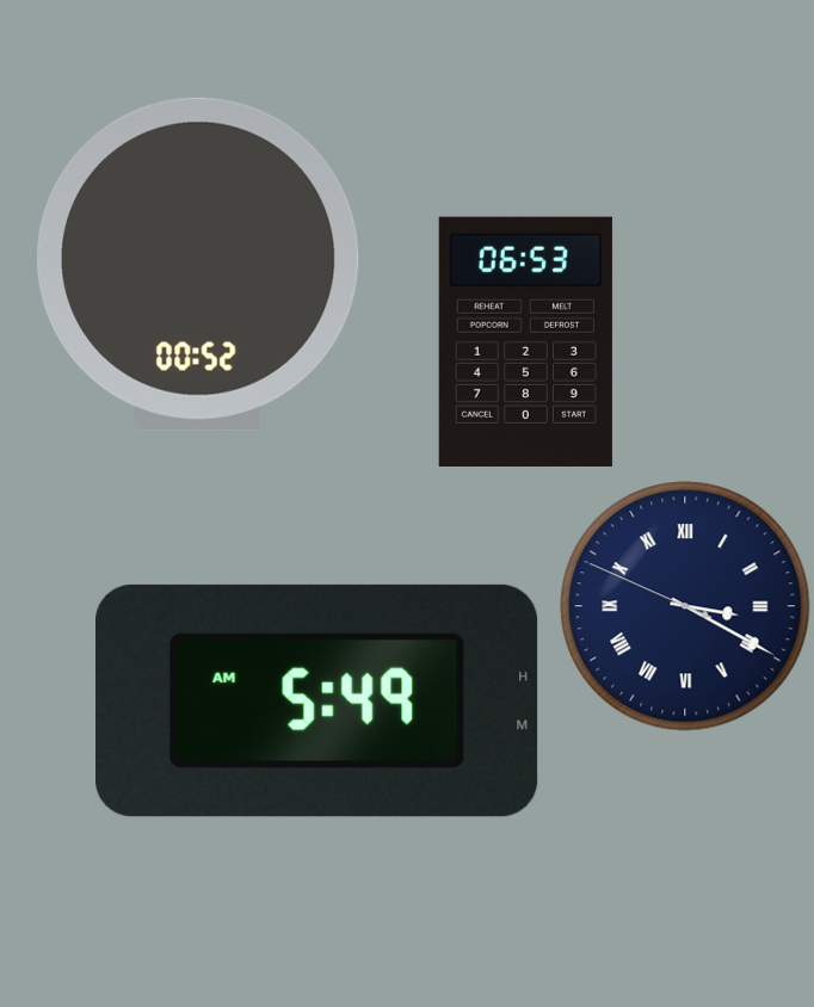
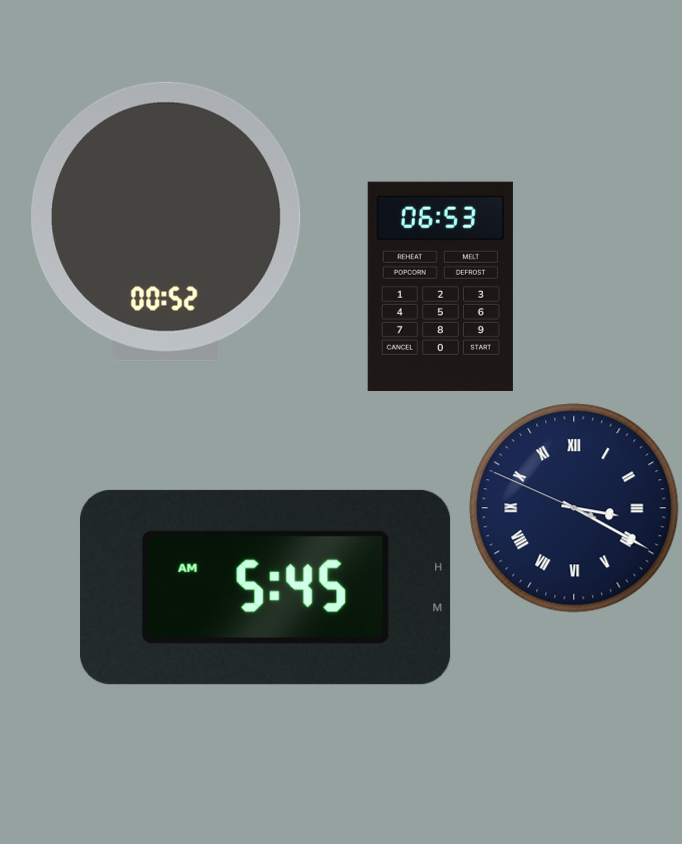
clock at (316, 700): 5:49 -> 5:45
